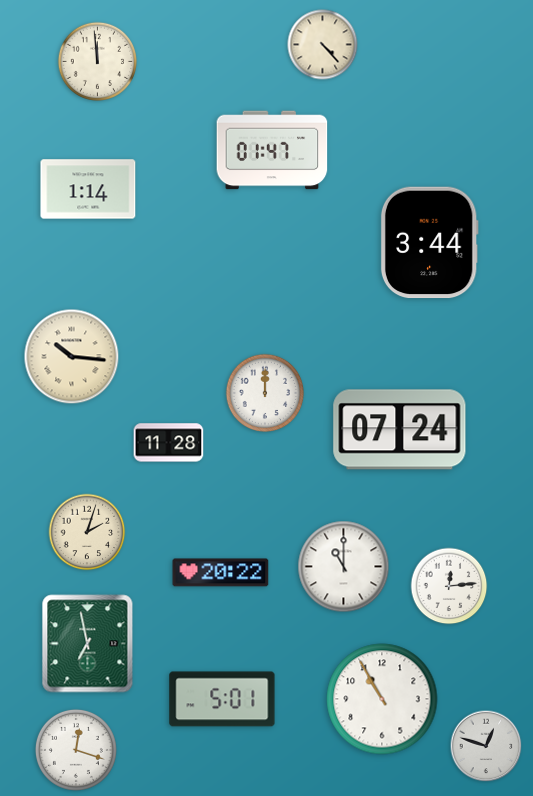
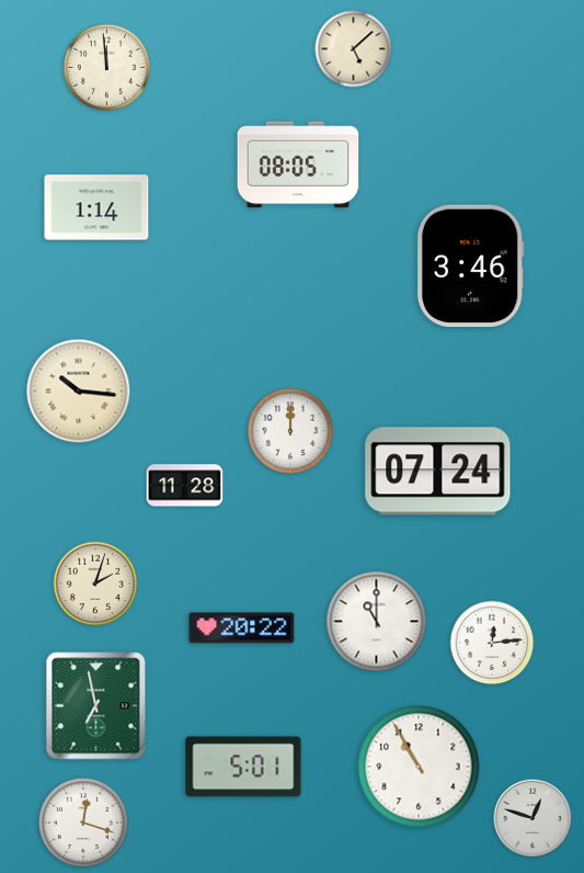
clock at (323, 45): 4:23 -> 5:08
clock at (272, 150): 01:47 -> 08:05
clock at (429, 243): 3:44 -> 3:46
